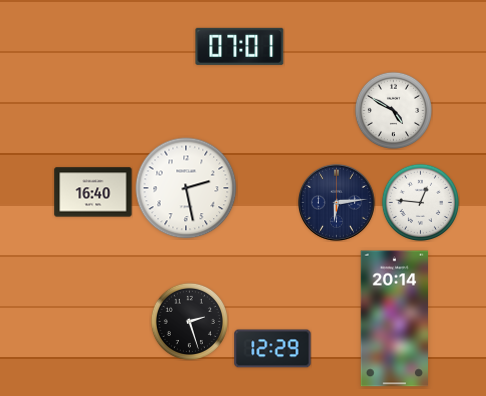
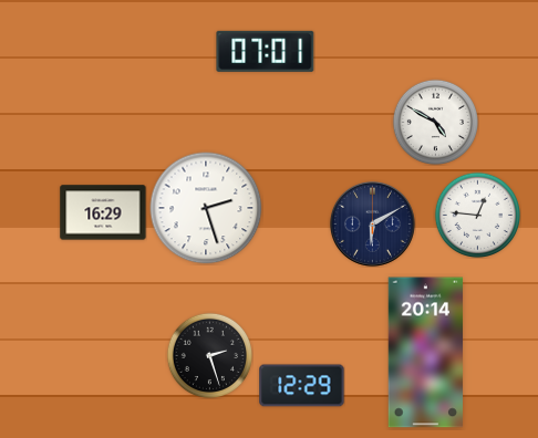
clock at (186, 188): 2:28 -> 2:27
clock at (93, 192): 16:40 -> 16:29
clock at (336, 202): 6:14 -> 6:10
clock at (420, 202) position: (420, 202) -> (477, 215)
clock at (395, 319) position: (395, 319) -> (426, 353)
